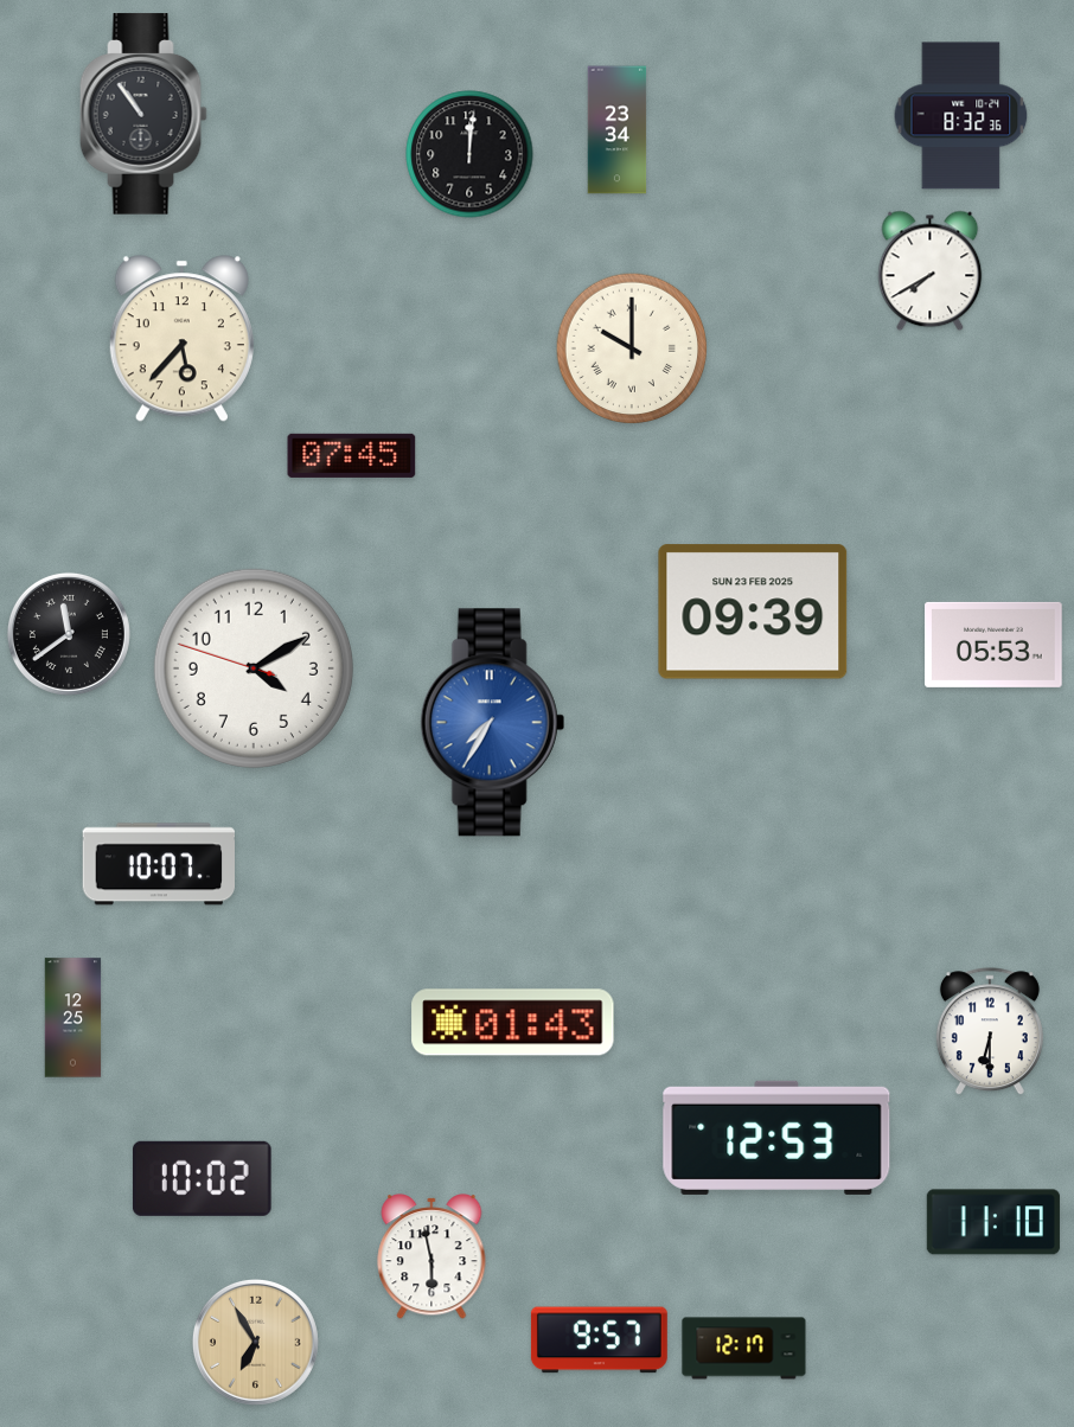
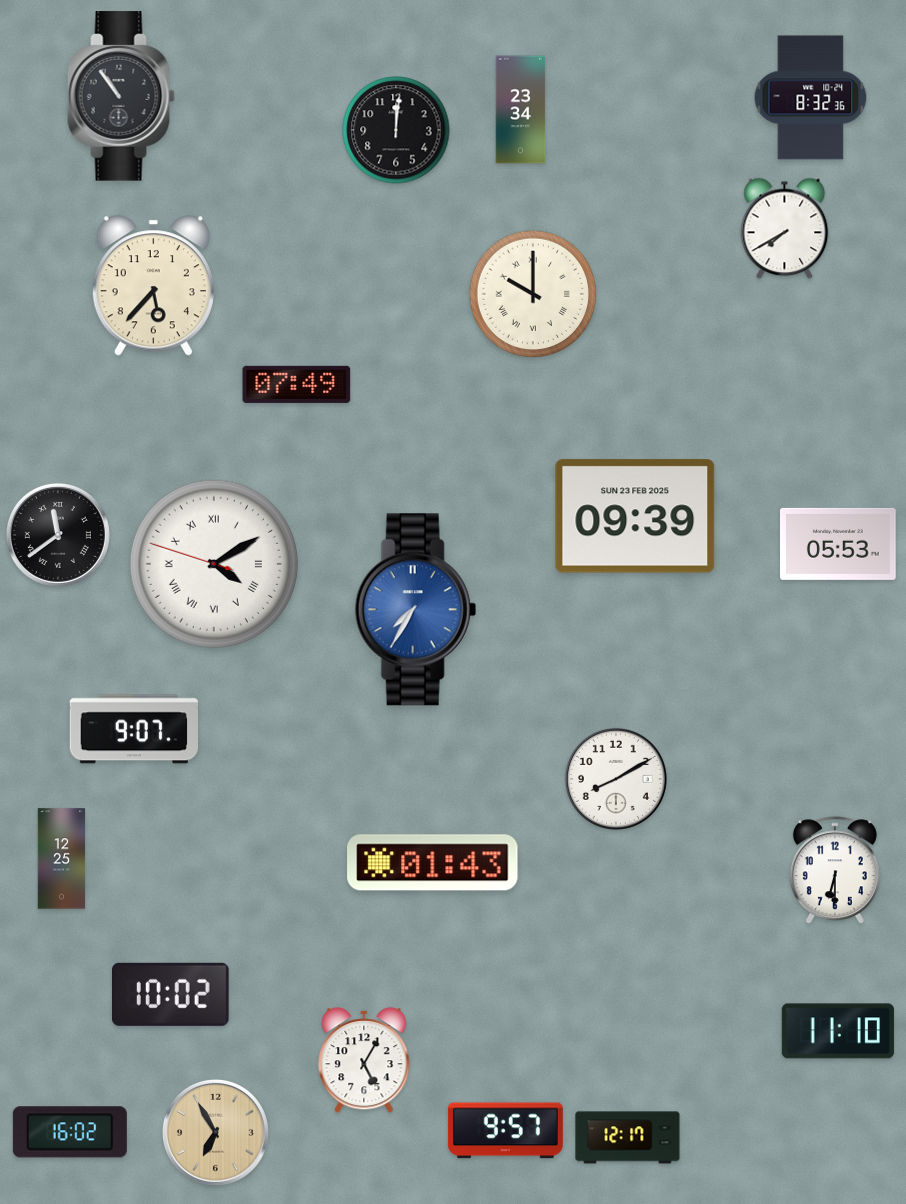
clock at (352, 455): 07:45 -> 07:49
clock at (254, 668) numerals: Arabic -> Roman
clock at (158, 864): 10:07 -> 9:07
clock at (616, 779): none -> 8:10
clock at (776, 1138): 12:53 -> none
clock at (431, 1256): 5:58 -> 5:05
clock at (70, 1132): none -> 16:02
